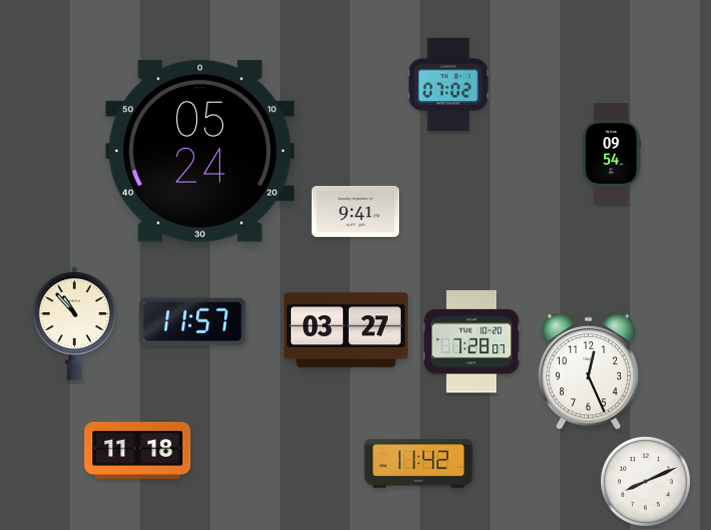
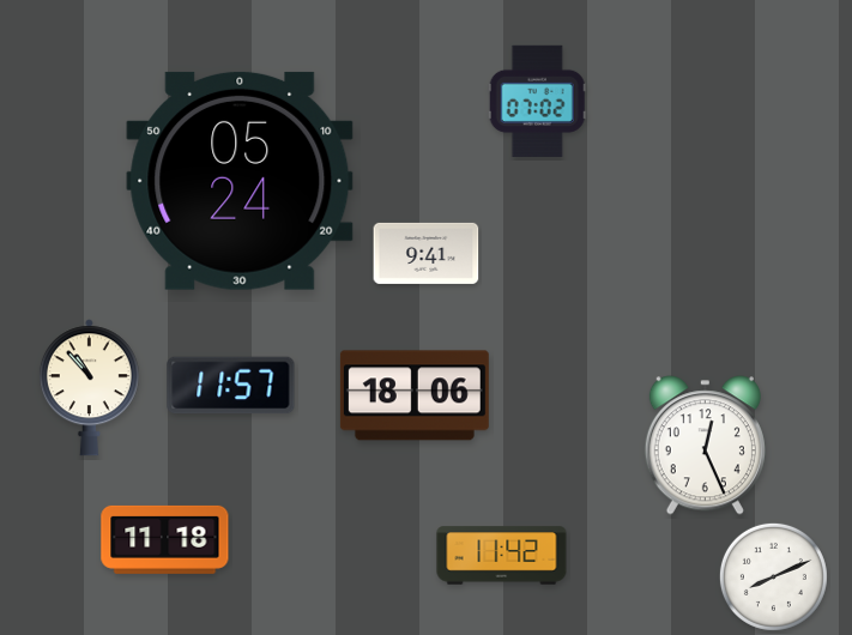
clock at (611, 154): 09:54 -> none
clock at (346, 330): 03:27 -> 18:06
clock at (472, 342): 7:28 -> none
